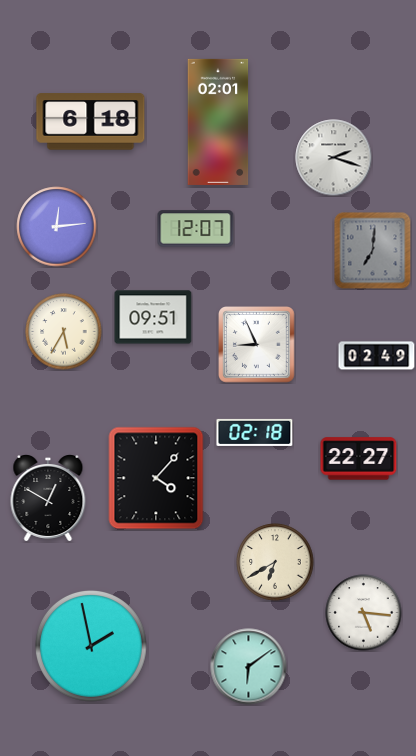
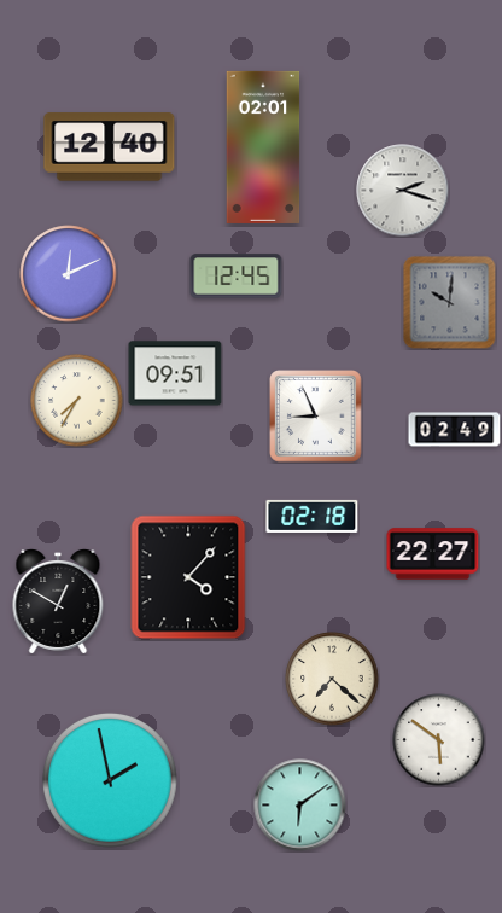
clock at (91, 122): 6:18 -> 12:40
clock at (57, 227): 12:14 -> 12:11
clock at (196, 229): 12:07 -> 12:45
clock at (373, 251): 7:01 -> 10:01
clock at (153, 317) position: (153, 317) -> (175, 373)
clock at (64, 332): 5:35 -> 7:35
clock at (257, 345) position: (257, 345) -> (316, 417)
clock at (255, 432) position: (255, 432) -> (313, 516)
clock at (275, 562): 6:40 -> 7:22
clock at (364, 613): 5:16 -> 5:51
